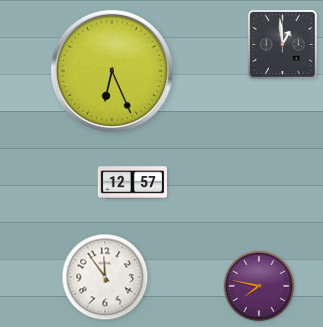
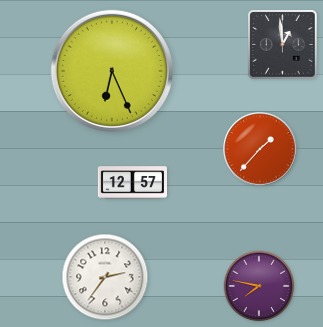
clock at (260, 149): none -> 1:37
clock at (105, 277): 11:54 -> 2:36
